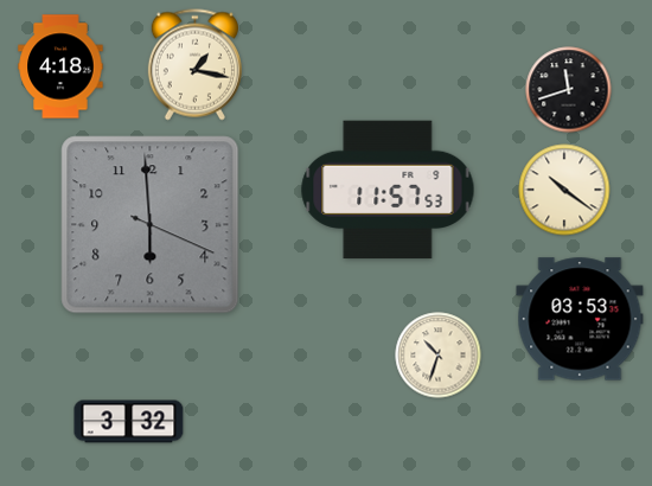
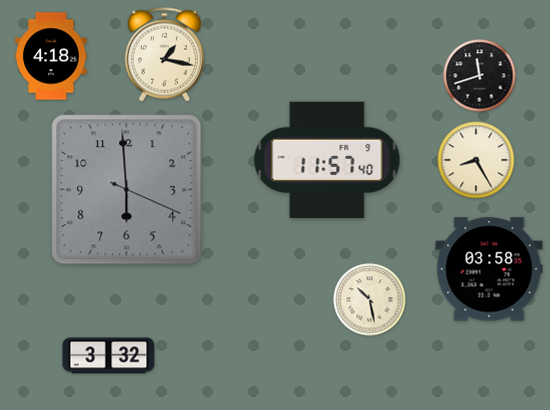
clock at (388, 190): 11:57:53 -> 11:57:40
clock at (564, 190): 10:21 -> 8:25
clock at (580, 319): 03:53 -> 03:58
clock at (439, 356): 10:33 -> 10:28
